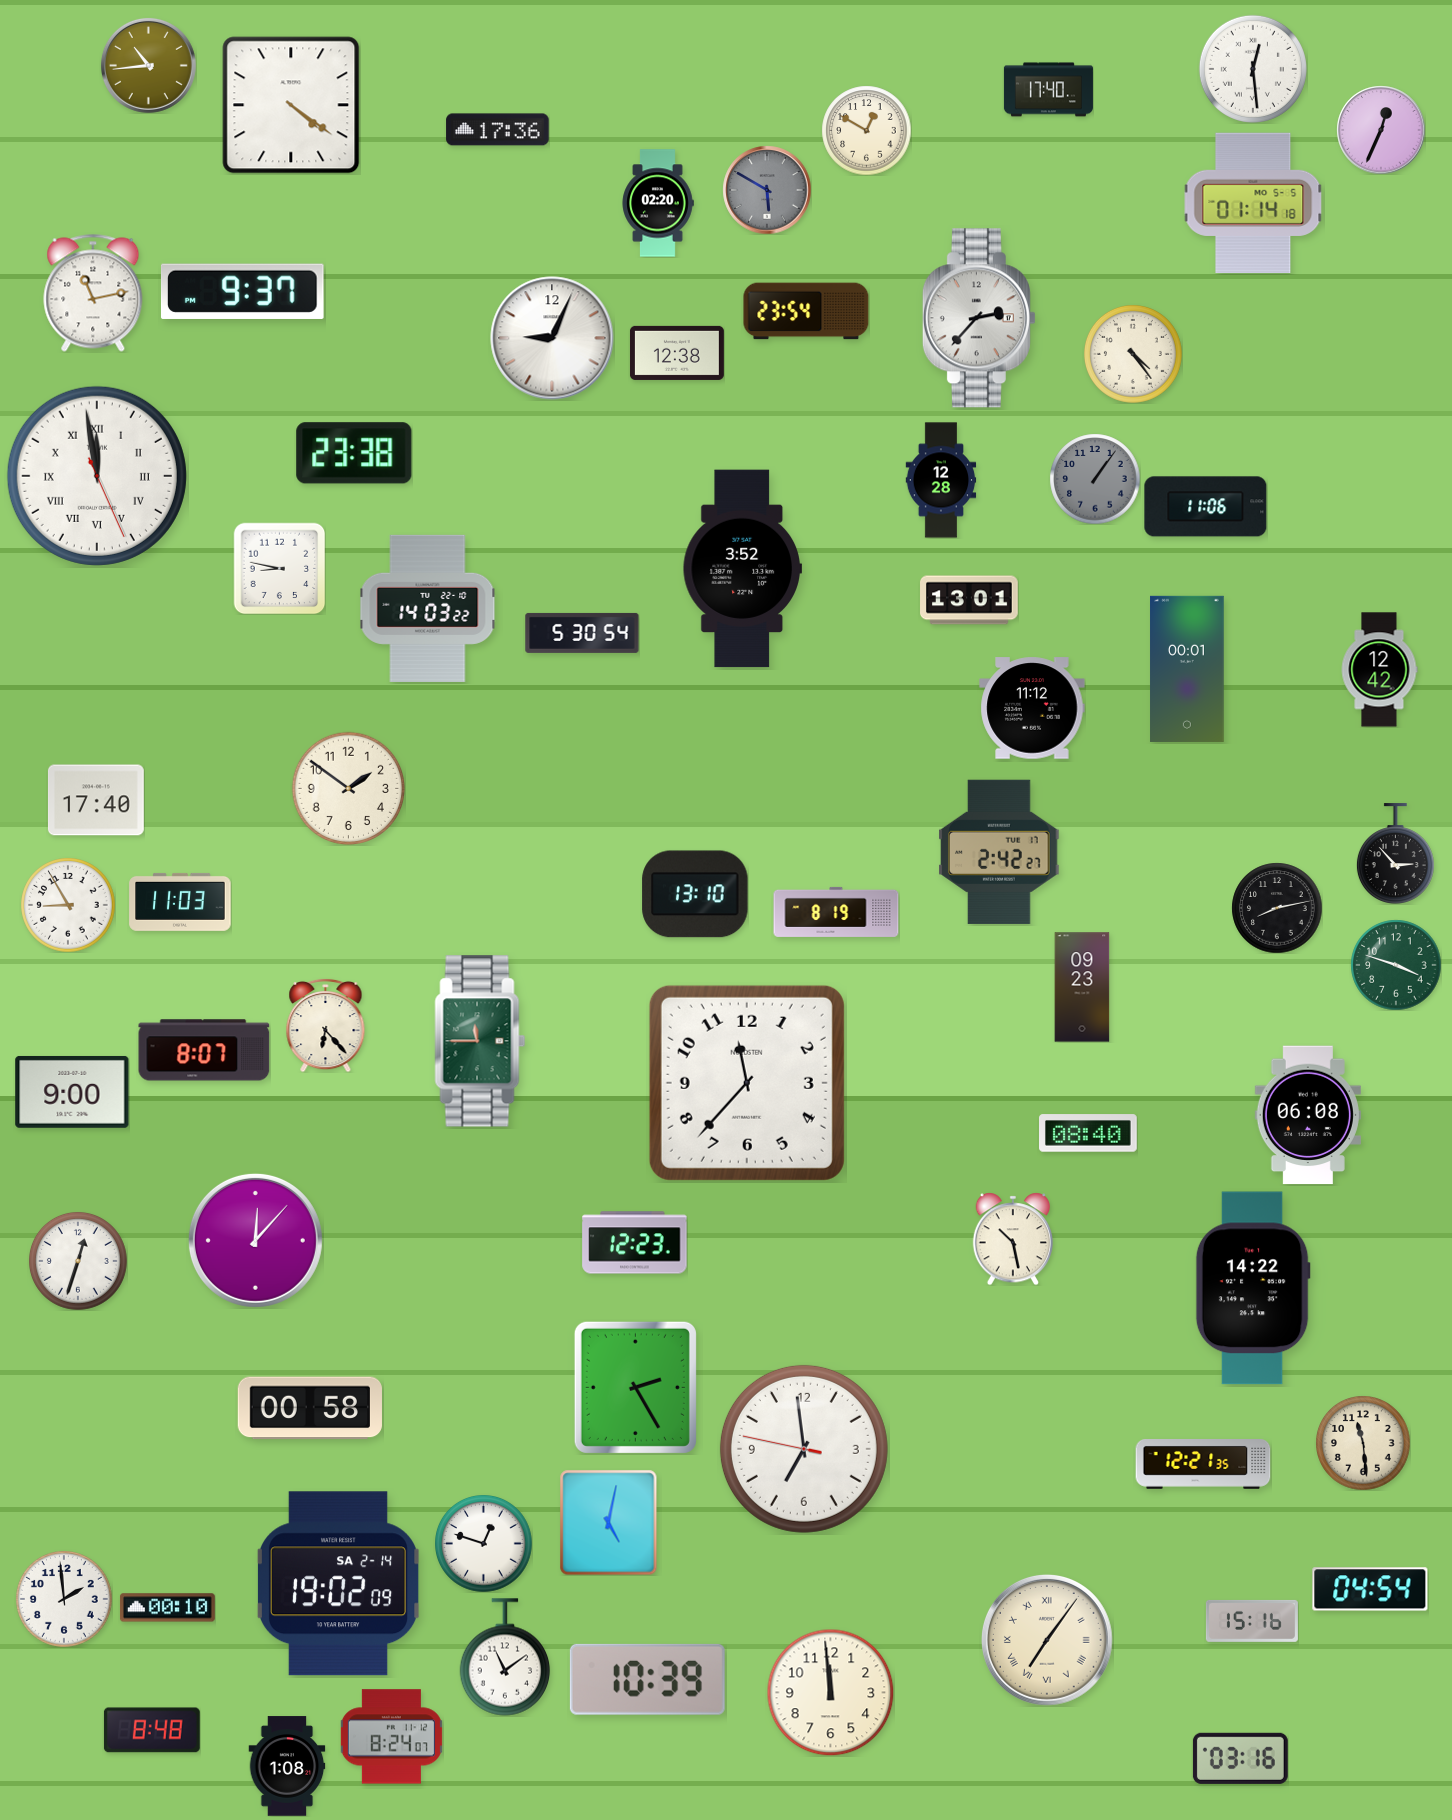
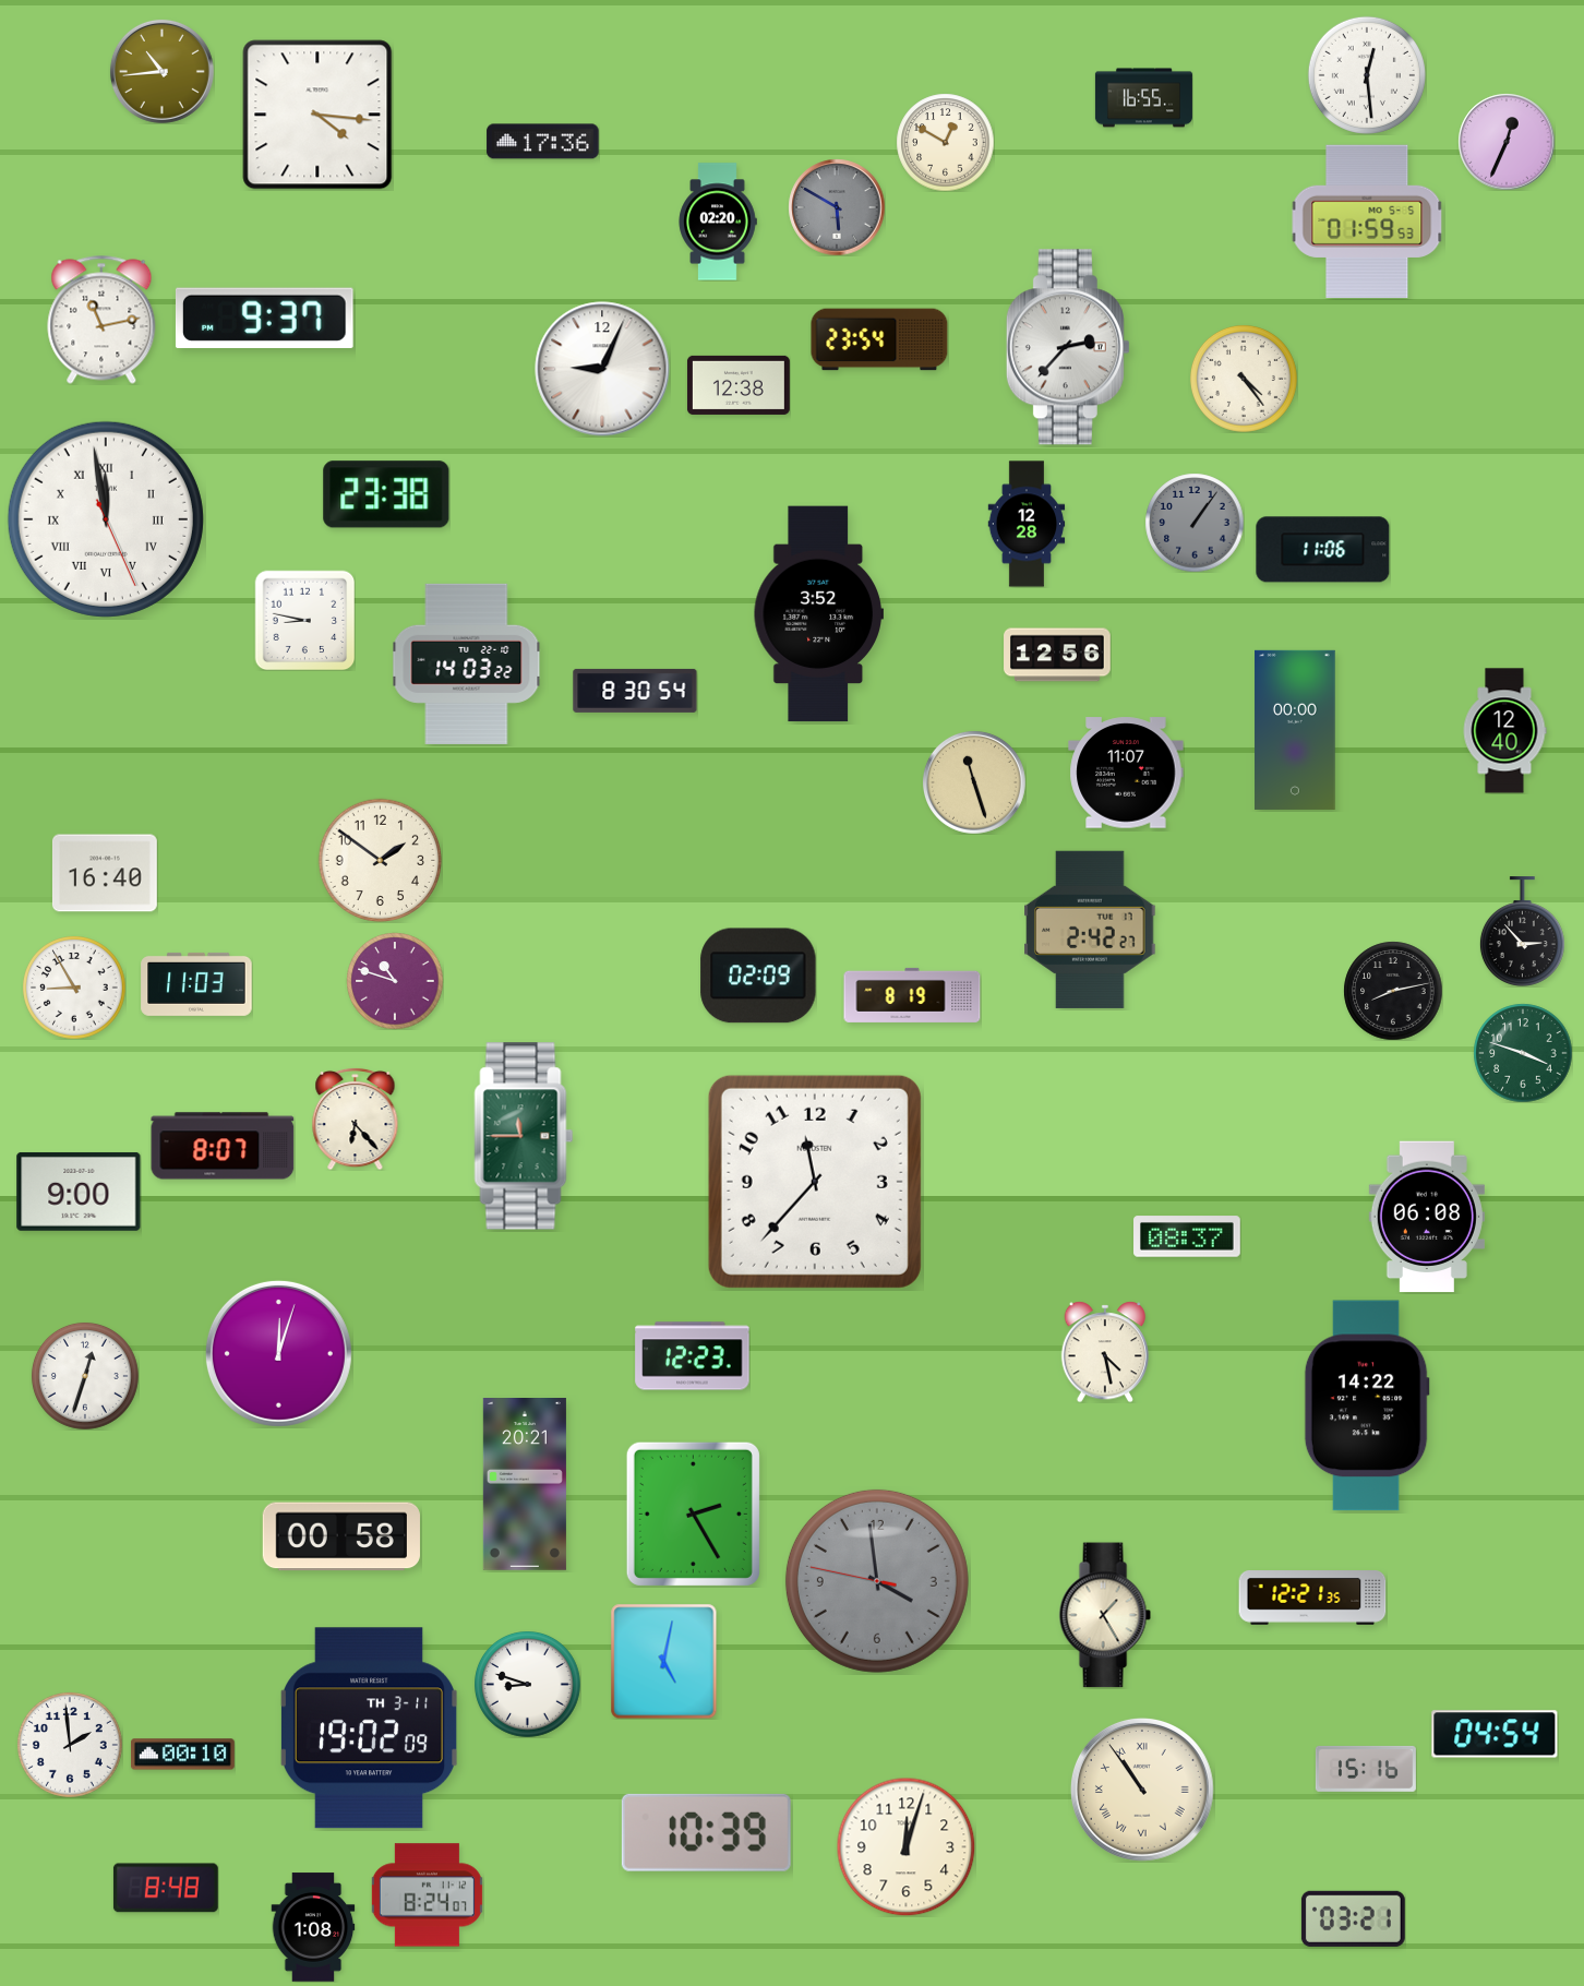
clock at (1048, 90): 17:40 -> 16:55
clock at (291, 105): 4:21 -> 4:16
clock at (1253, 203): 01:14 -> 01:59
clock at (1133, 354) position: (1133, 354) -> (1244, 379)
clock at (1206, 507) position: (1206, 507) -> (1323, 550)
clock at (742, 569) position: (742, 569) -> (818, 614)
clock at (969, 600): 13:01 -> 12:56
clock at (582, 633): 5:30 -> 8:30
clock at (1187, 669): 00:01 -> 00:00
clock at (1379, 670): 12:42 -> 12:40
clock at (1032, 708): 11:12 -> 11:07
clock at (974, 782): none -> 11:27
clock at (96, 800): 17:40 -> 16:40
clock at (695, 894): 13:10 -> 02:09
clock at (395, 981): none -> 10:48
clock at (1082, 987): 09:23 -> none
clock at (1089, 1133): 08:40 -> 08:37
clock at (1013, 1239): 10:28 -> 4:28
clock at (255, 1240): 12:07 -> 12:03
clock at (525, 1485): none -> 20:21
clock at (309, 1408) position: (309, 1408) -> (340, 1536)
clock at (1363, 1443): 11:29 -> none
clock at (804, 1449): 6:58 -> 3:58
clock at (804, 1449) dial: white -> grey
clock at (1105, 1615): none -> 1:25
clock at (484, 1544): 12:48 -> 8:48
clock at (339, 1584) date: SA 2-14 -> TH 3-11
clock at (1047, 1640): 7:06 -> 10:54
clock at (505, 1657): 11:09 -> none
clock at (830, 1692): 11:59 -> 12:03
clock at (1240, 1758): 03:16 -> 03:21
